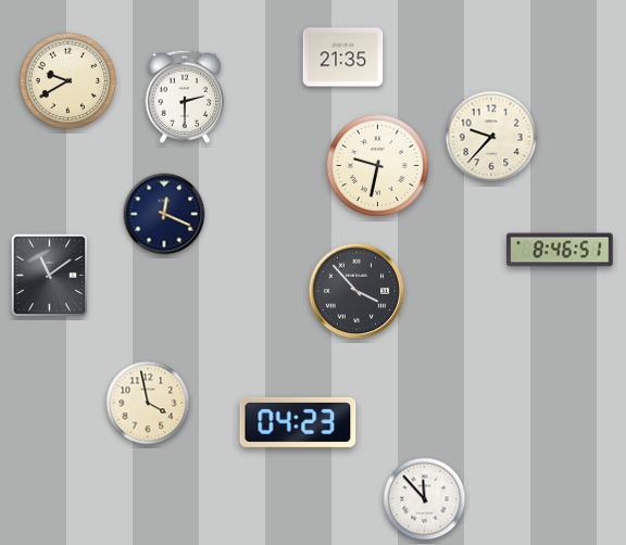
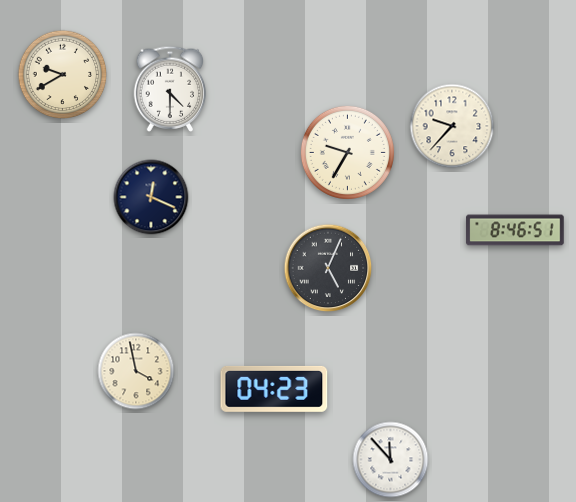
clock at (343, 58): 21:35 -> none
clock at (185, 97): 2:30 -> 4:30
clock at (377, 165): 9:32 -> 9:35
clock at (50, 276): 11:09 -> none
clock at (356, 291): 3:53 -> 5:04
